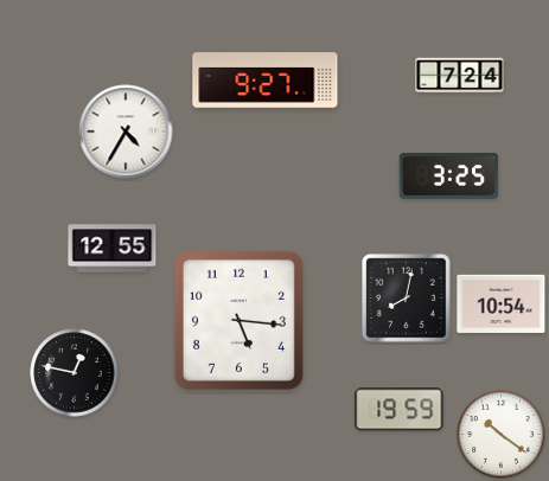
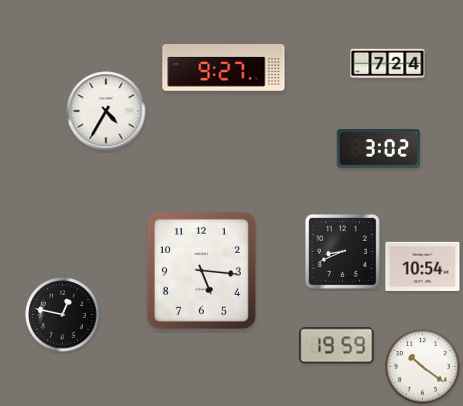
clock at (449, 175): 3:25 -> 3:02
clock at (113, 249): 12:55 -> none
clock at (407, 299): 8:02 -> 8:41
clock at (502, 303) position: (502, 303) -> (423, 266)
